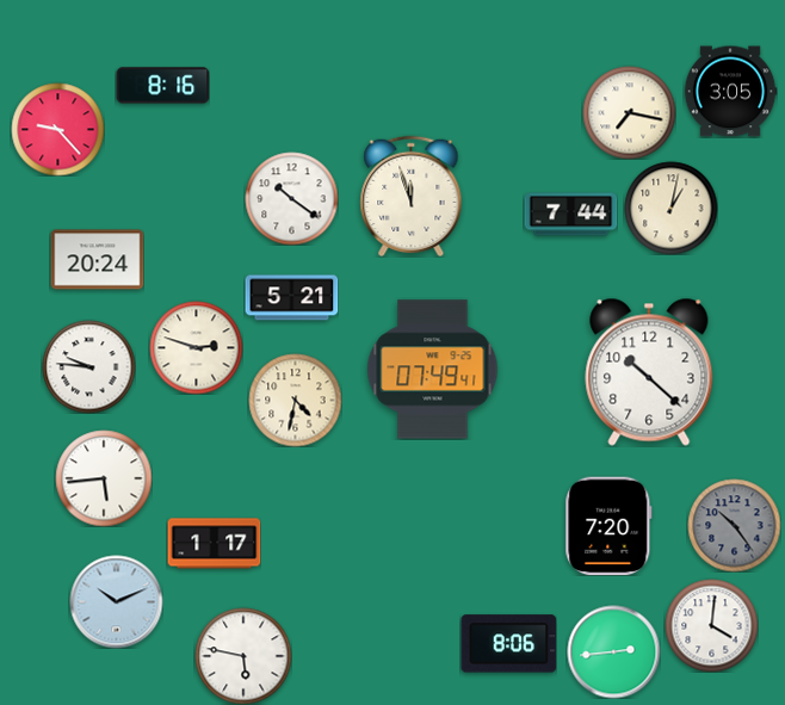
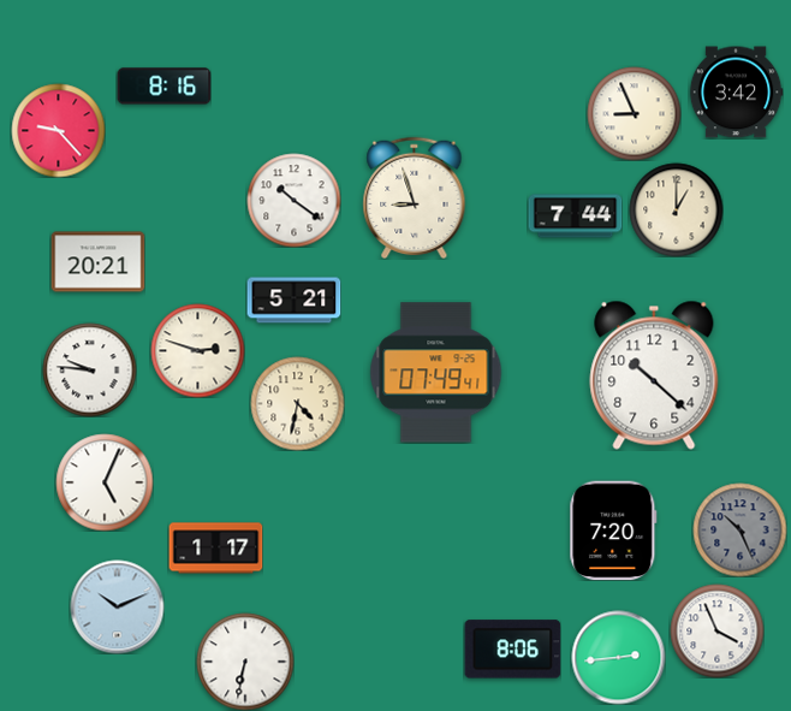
clock at (730, 92): 3:05 -> 3:42
clock at (629, 112): 7:17 -> 8:56
clock at (412, 196): 11:57 -> 8:57
clock at (670, 208): 1:02 -> 1:00
clock at (97, 260): 20:24 -> 20:21
clock at (104, 478): 5:44 -> 5:04
clock at (734, 525): 10:24 -> 10:26
clock at (711, 625): 4:01 -> 3:56
clock at (243, 656): 5:47 -> 6:32
